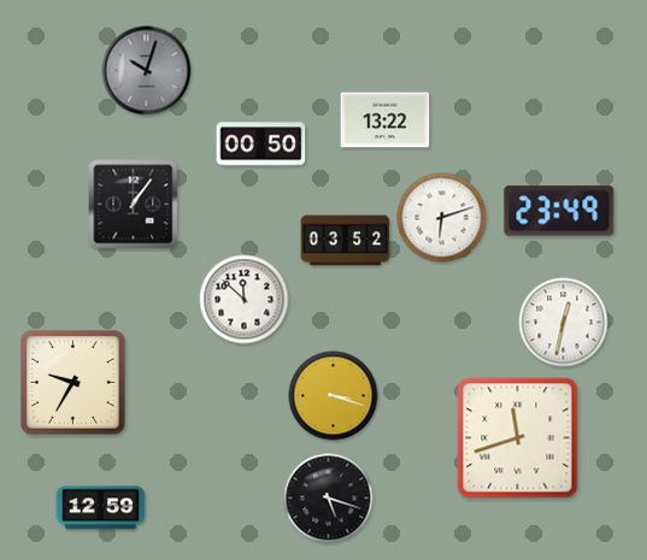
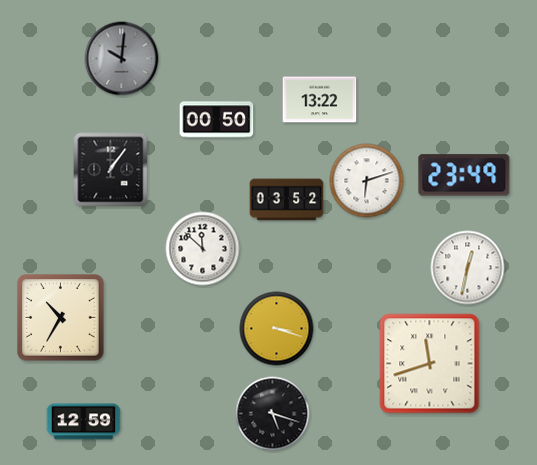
clock at (147, 71): 10:03 -> 10:01
clock at (73, 383): 9:35 -> 10:35
